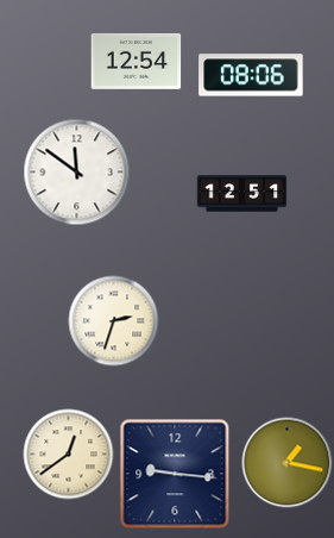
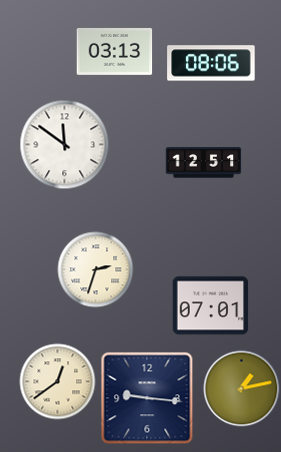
clock at (137, 61): 12:54 -> 03:13
clock at (211, 306): none -> 07:01
clock at (288, 463): 1:17 -> 1:13
